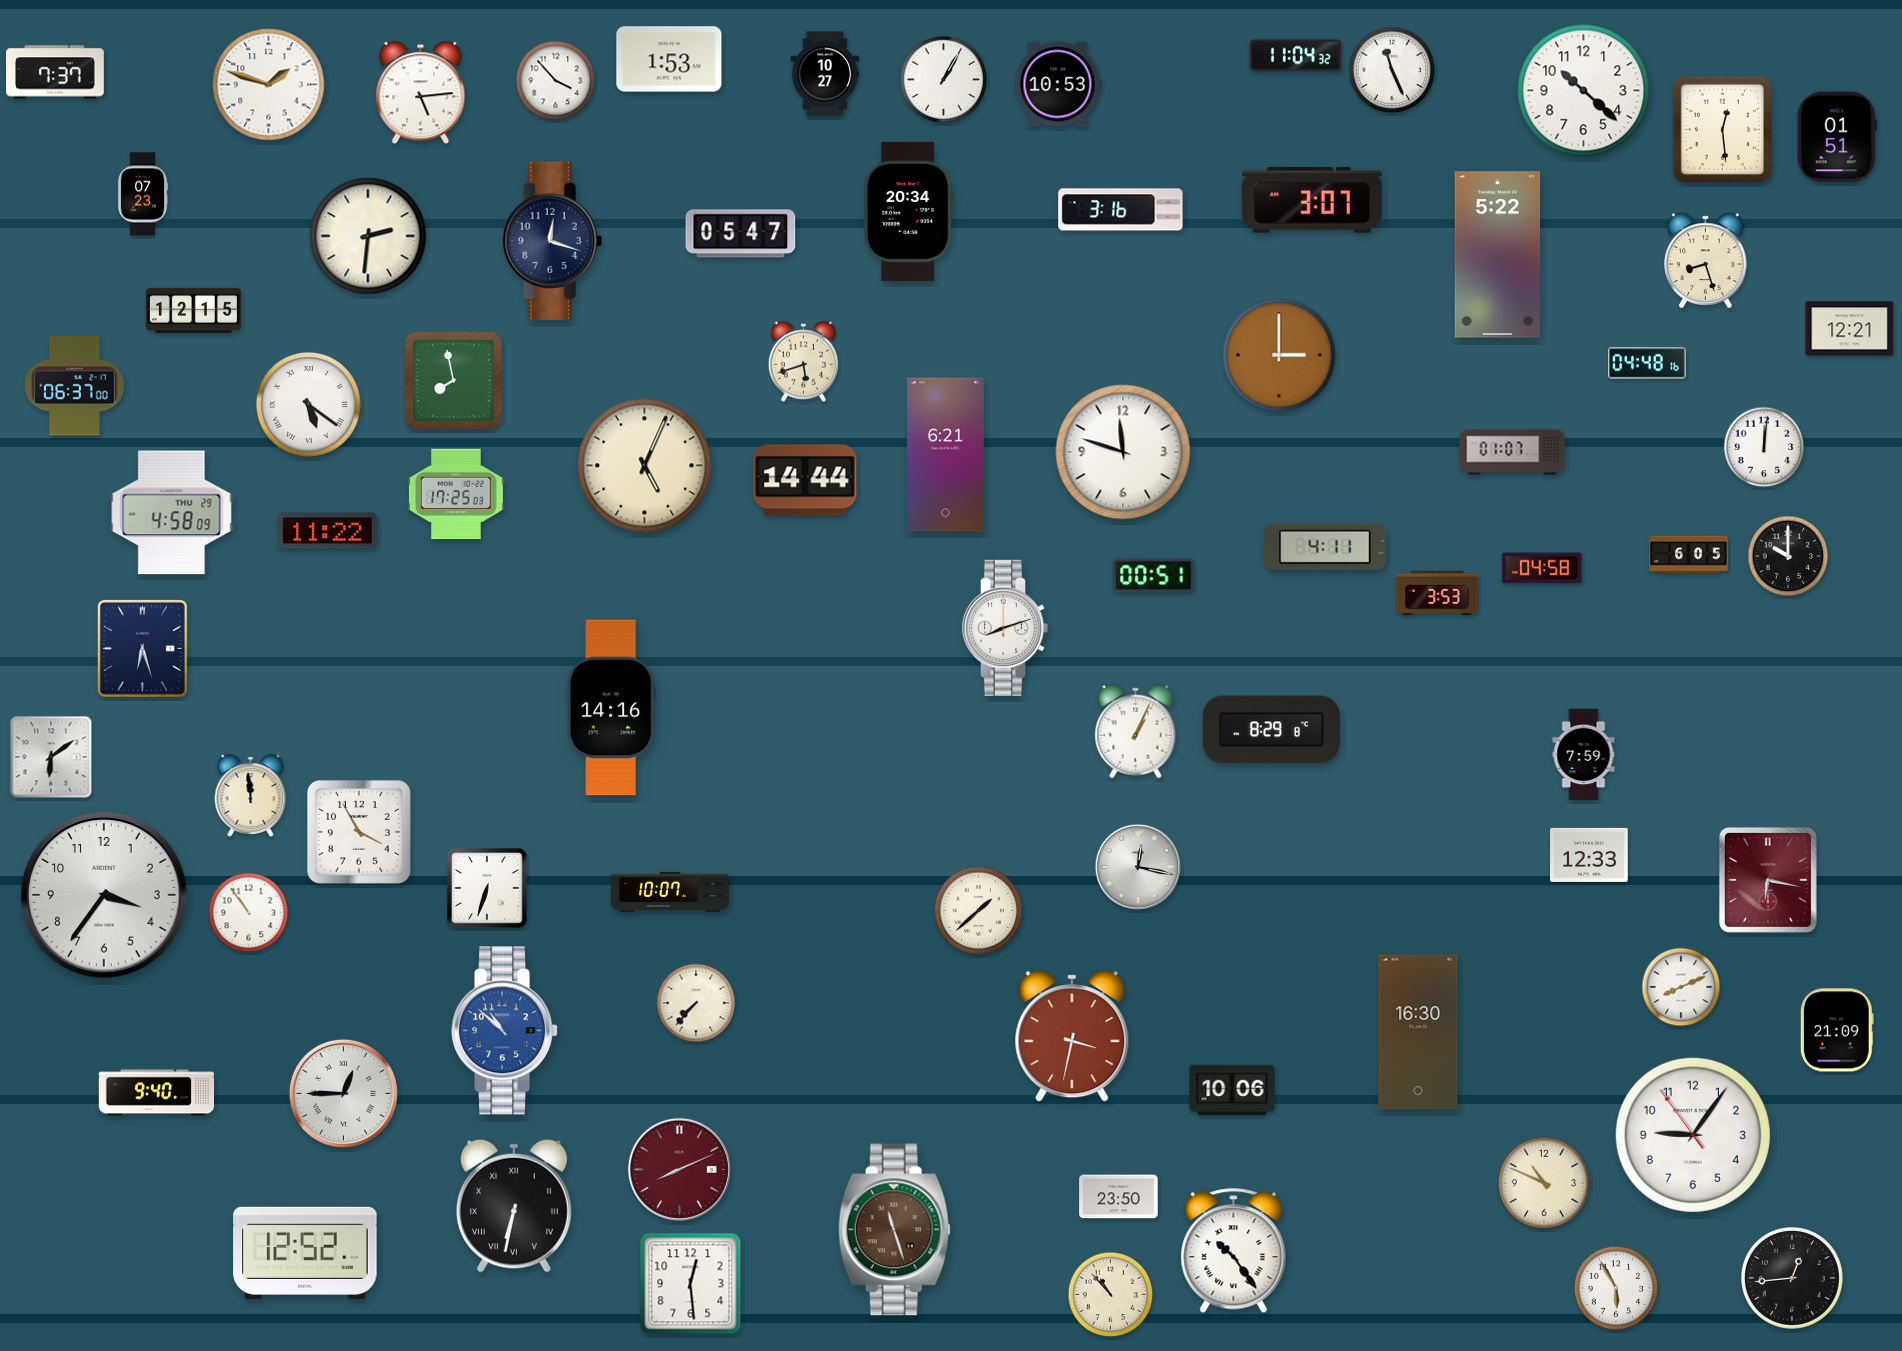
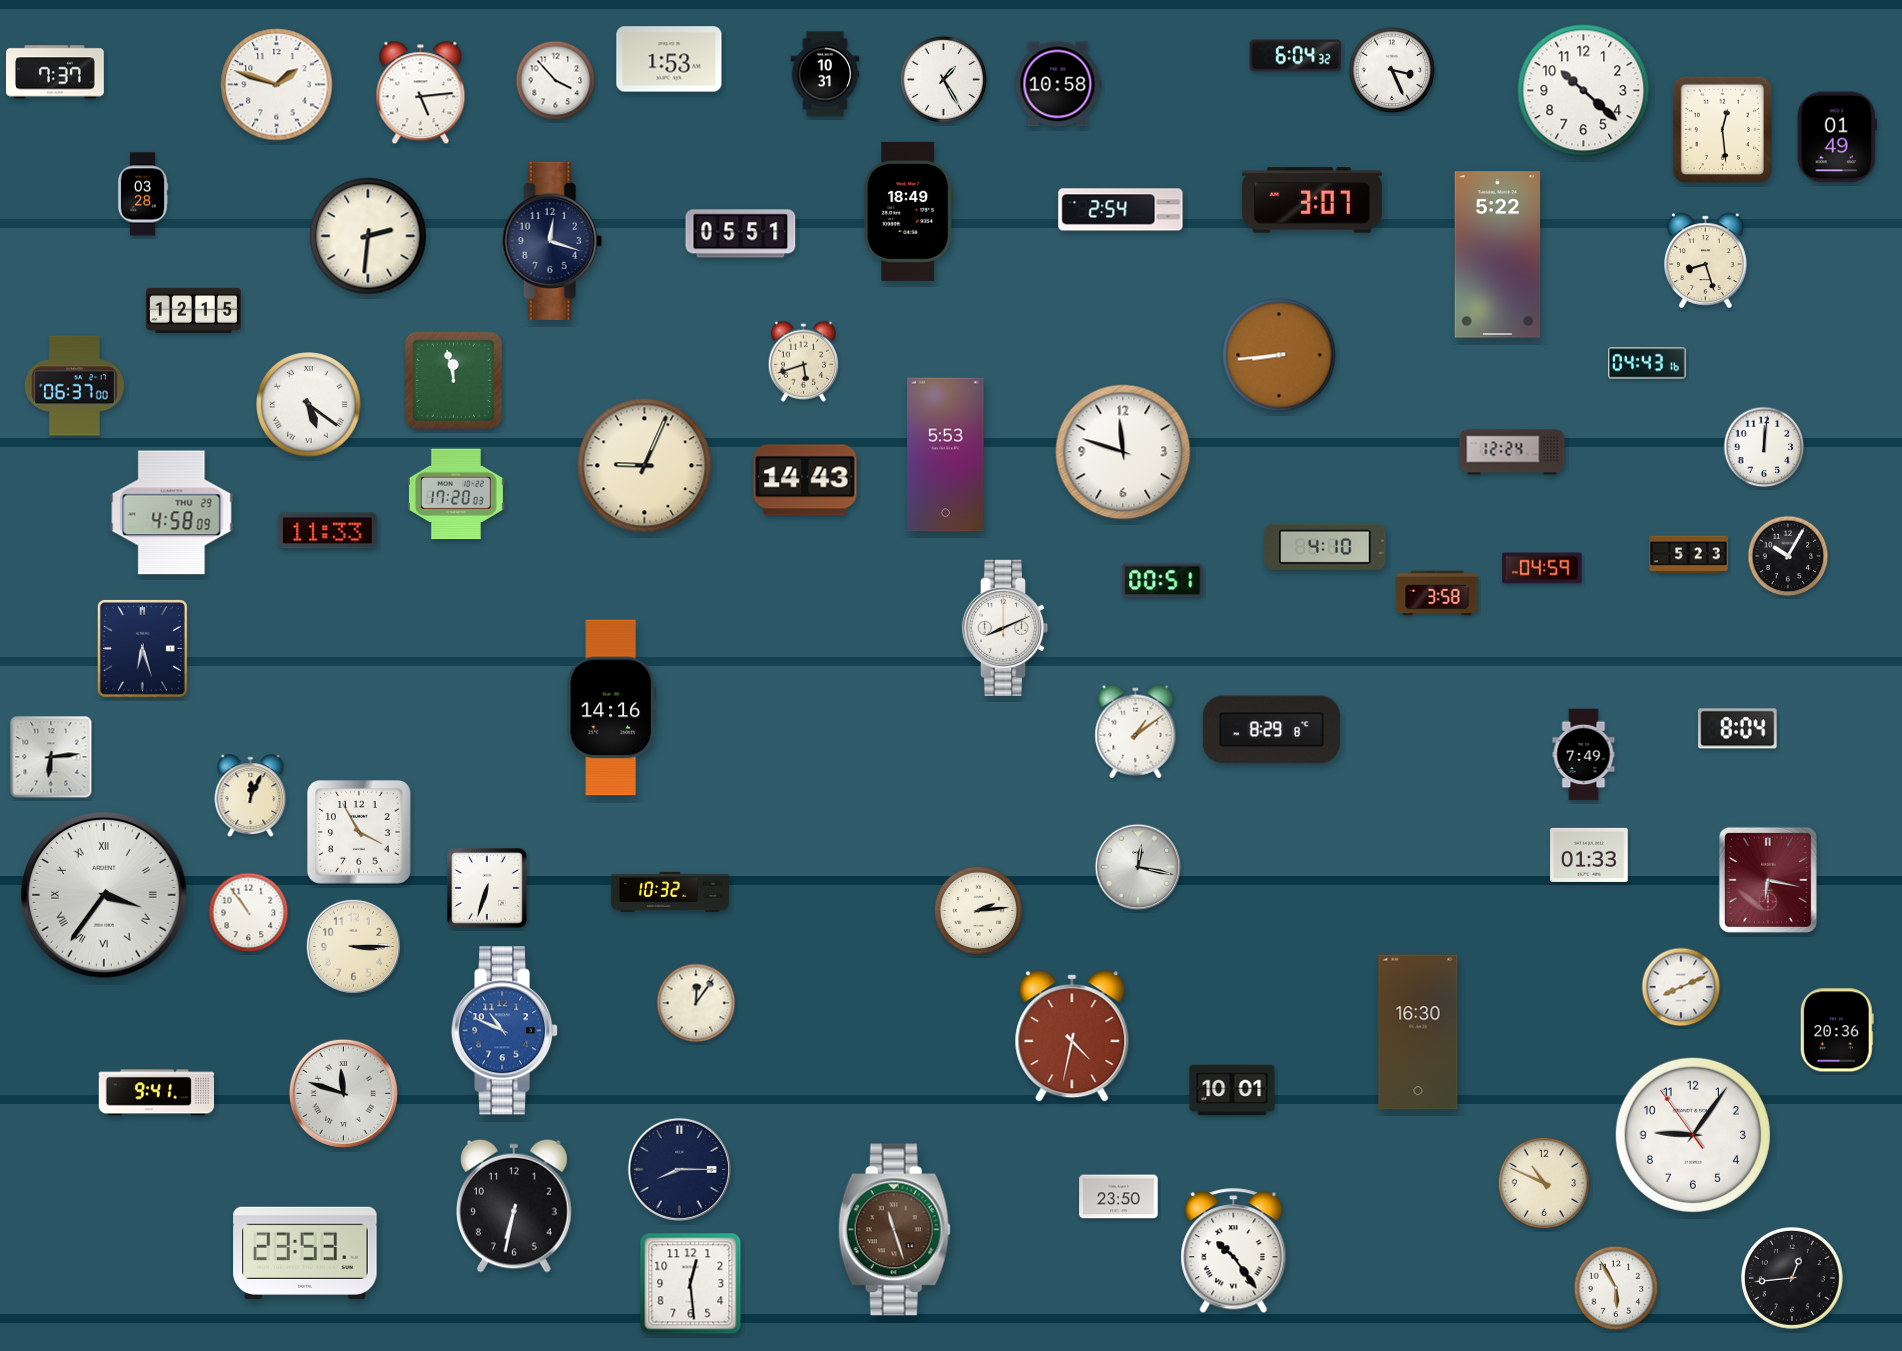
clock at (1296, 56): 11:04 -> 6:04
clock at (1392, 70): 11:26 -> 3:26
clock at (825, 74): 10:27 -> 10:31
clock at (944, 80): 1:05 -> 1:25
clock at (1058, 84): 10:53 -> 10:58
clock at (269, 85) position: (269, 85) -> (277, 85)
clock at (1837, 137): 01:51 -> 01:49
clock at (143, 194): 07:23 -> 03:28
clock at (1121, 210): 3:16 -> 2:54
clock at (909, 211): 20:34 -> 18:49
clock at (741, 234): 05:47 -> 05:51
clock at (1850, 329): 12:21 -> none
clock at (1279, 355): 3:00 -> 8:44
clock at (1647, 363): 04:48 -> 04:43
clock at (453, 380): 7:58 -> 11:58
clock at (1512, 452): 01:07 -> 12:24
clock at (946, 455): 6:21 -> 5:53
clock at (645, 466): 5:04 -> 9:04
clock at (805, 480): 14:44 -> 14:43
clock at (456, 494): 17:25 -> 17:20
clock at (328, 531): 11:22 -> 11:33
clock at (1325, 547): 4:11 -> 4:10
clock at (1689, 555): 6:05 -> 5:23
clock at (1788, 556): 10:00 -> 10:05
clock at (1542, 568): 04:58 -> 04:59
clock at (1154, 576) position: (1154, 576) -> (1163, 581)
clock at (1437, 593): 3:53 -> 3:58
clock at (1005, 628): 8:12 -> 8:11
clock at (1738, 729): none -> 8:04
clock at (1136, 732): 1:04 -> 1:09
clock at (1584, 755): 7:59 -> 7:49
clock at (51, 757): 6:09 -> 6:14
clock at (251, 796): 11:59 -> 12:04
clock at (1589, 855): 12:33 -> 01:33
clock at (670, 892): 10:07 -> 10:32
clock at (104, 895) numerals: Arabic -> Roman
clock at (979, 911): 1:38 -> 2:14
clock at (353, 946): none -> 3:15
clock at (696, 1003): 7:37 -> 12:06
clock at (1837, 1030): 21:09 -> 20:36
clock at (505, 1031): 10:52 -> 10:49
clock at (1072, 1036): 3:32 -> 4:32
clock at (1232, 1090): 10:06 -> 10:01
clock at (156, 1093): 9:40 -> 9:41
clock at (343, 1093): 12:45 -> 11:48
clock at (679, 1169): 8:11 -> 8:15
clock at (679, 1169) dial: burgundy -> navy
clock at (514, 1206) numerals: Roman -> Arabic
clock at (305, 1253): 12:52 -> 23:53
clock at (1111, 1295): 10:53 -> none
